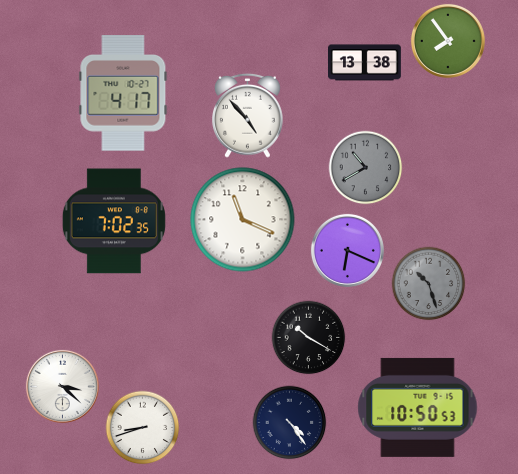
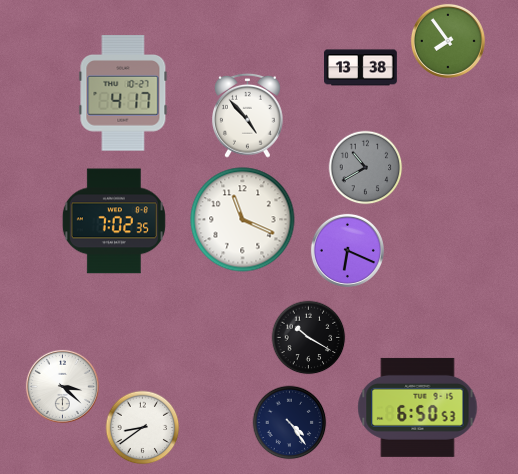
clock at (365, 63) position: (365, 63) -> (361, 68)
clock at (429, 284): 10:27 -> none
clock at (418, 407): 10:50 -> 6:50
clock at (143, 428): 8:42 -> 8:39
